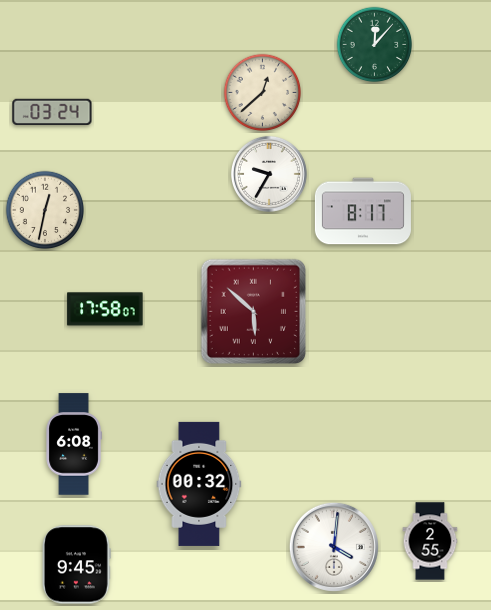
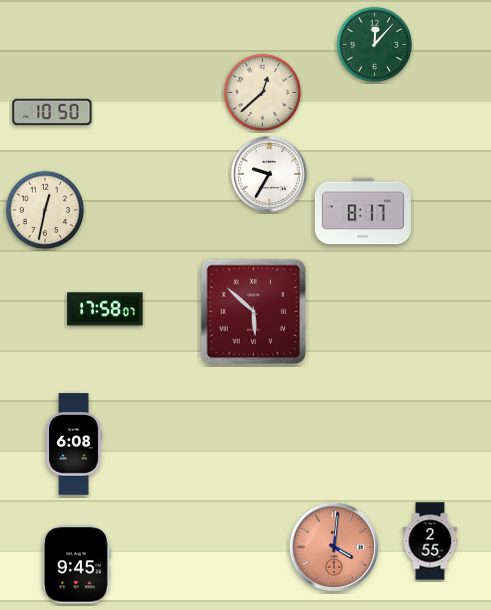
clock at (52, 112): 03:24 -> 10:50
clock at (199, 484): 00:32 -> none
clock at (334, 547) dial: white -> salmon
